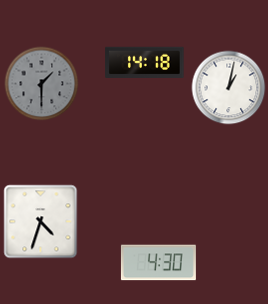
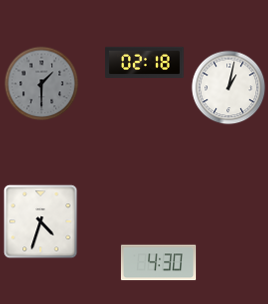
clock at (145, 62): 14:18 -> 02:18
